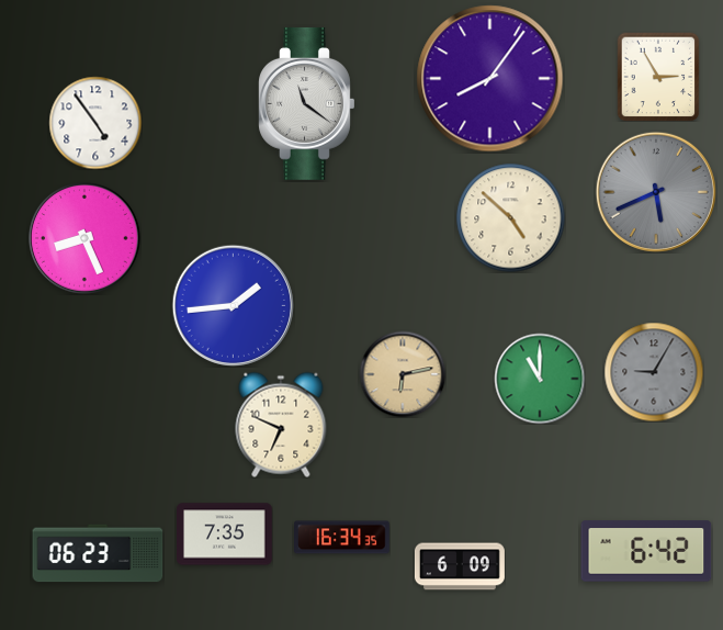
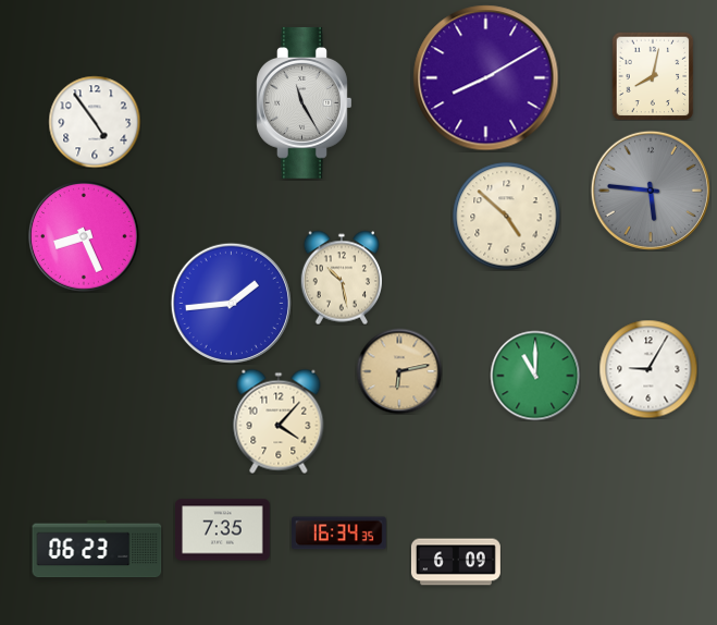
clock at (658, 77): 2:55 -> 8:02
clock at (490, 79): 8:06 -> 8:10
clock at (307, 103): 11:21 -> 11:25
clock at (656, 192): 5:41 -> 5:46
clock at (341, 278): none -> 10:28
clock at (654, 372) dial: grey -> white
clock at (281, 425): 6:49 -> 4:07
clock at (646, 551): 6:42 -> none
